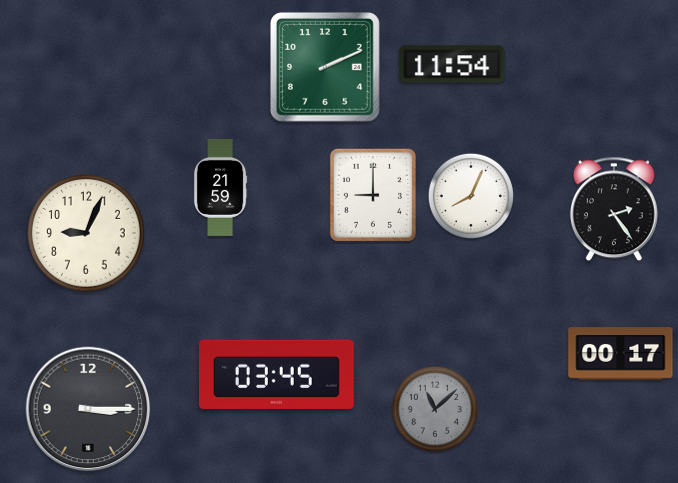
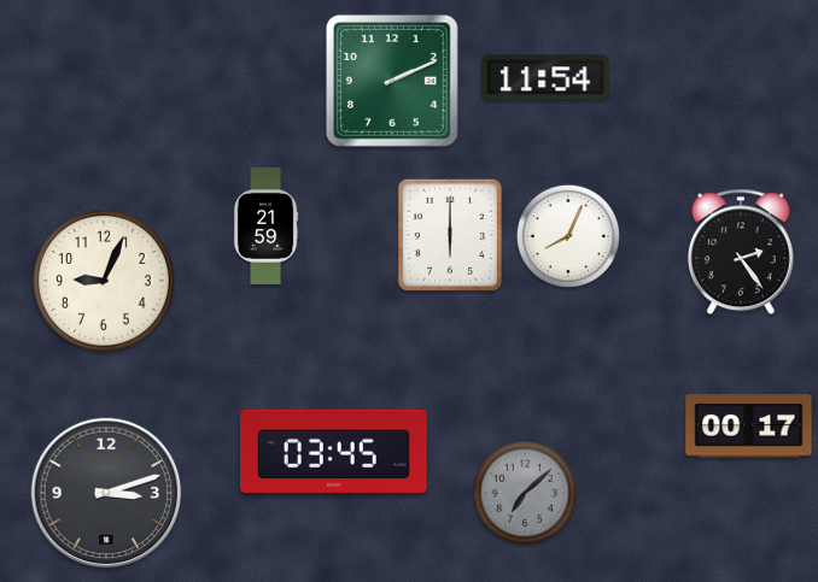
clock at (373, 195): 9:00 -> 6:00
clock at (88, 409): 3:15 -> 3:12
clock at (435, 409): 11:08 -> 7:08
